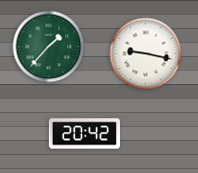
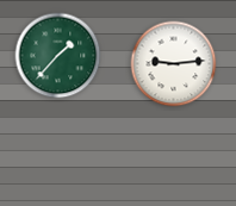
clock at (146, 54): 9:17 -> 9:14
clock at (84, 134): 20:42 -> none
